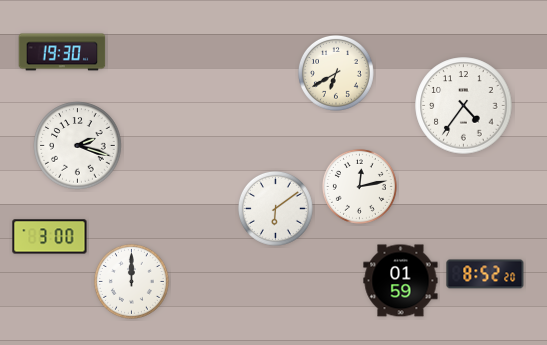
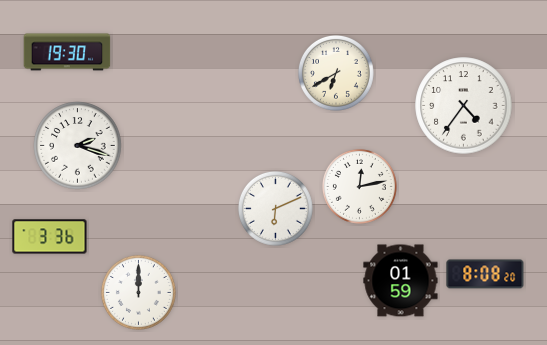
clock at (62, 52) position: (62, 52) -> (67, 52)
clock at (275, 208): 6:09 -> 6:11
clock at (50, 237): 3:00 -> 3:36
clock at (485, 274): 8:52 -> 8:08
clock at (131, 281) position: (131, 281) -> (138, 292)
